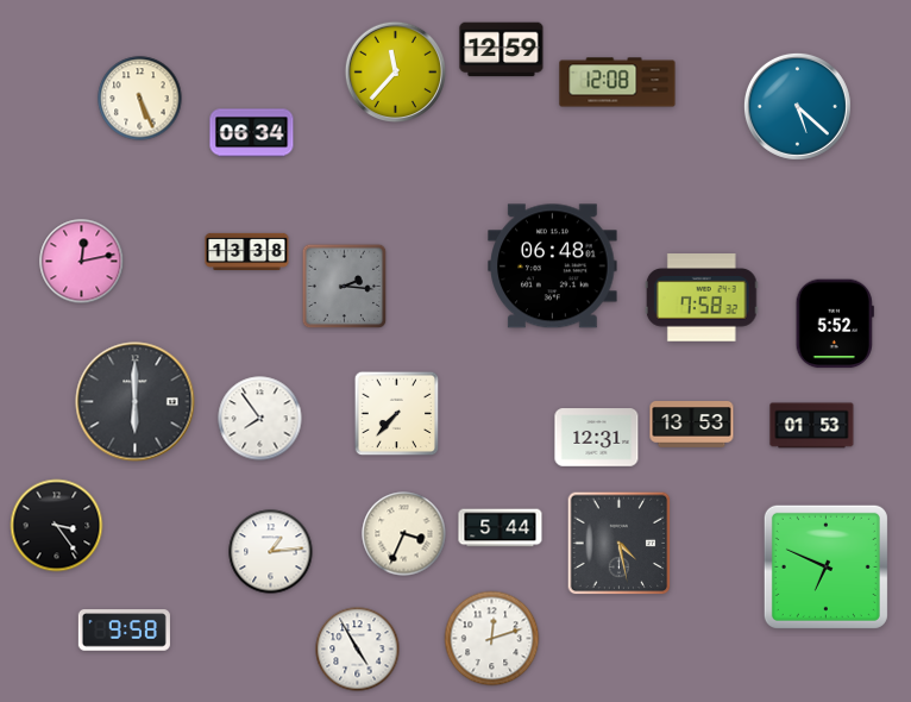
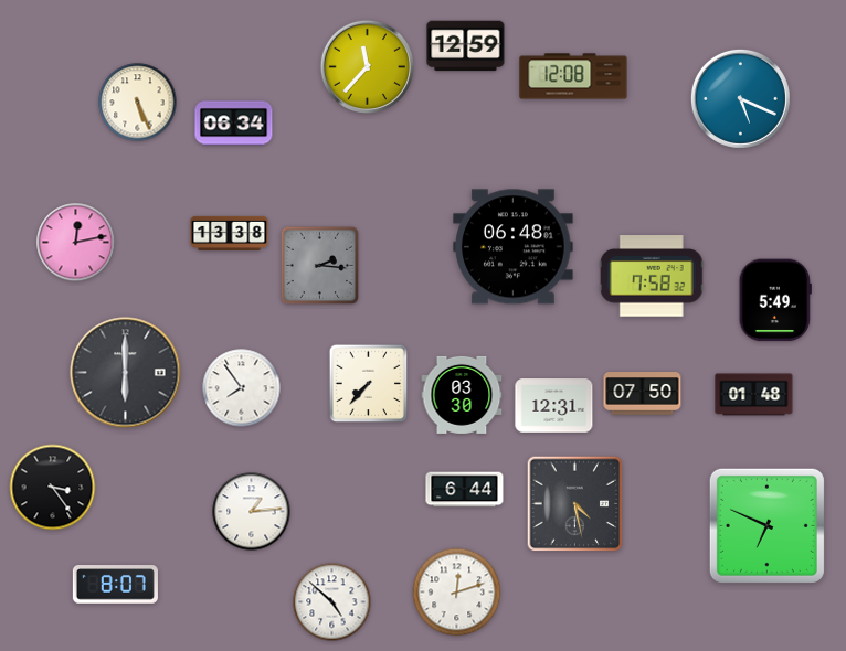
clock at (140, 99) position: (140, 99) -> (138, 103)
clock at (797, 106): 5:22 -> 5:19
clock at (835, 324): 5:52 -> 5:49
clock at (692, 425): 13:53 -> 07:50
clock at (462, 395): none -> 03:30
clock at (812, 426): 01:53 -> 01:48
clock at (501, 528): 5:44 -> 6:44
clock at (404, 534): 3:34 -> none
clock at (124, 631): 9:58 -> 8:07
clock at (358, 650): 4:55 -> 4:52
